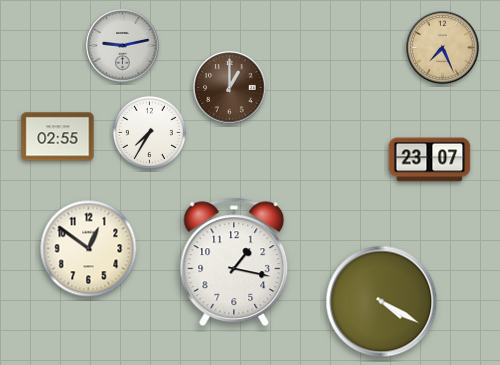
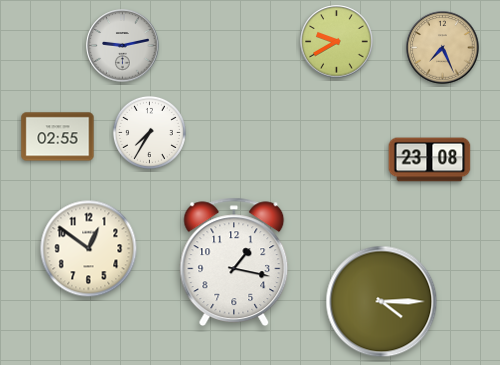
clock at (337, 42): none -> 9:40
clock at (230, 88): 1:00 -> none
clock at (430, 160): 23:07 -> 23:08
clock at (382, 302): 4:20 -> 4:15
